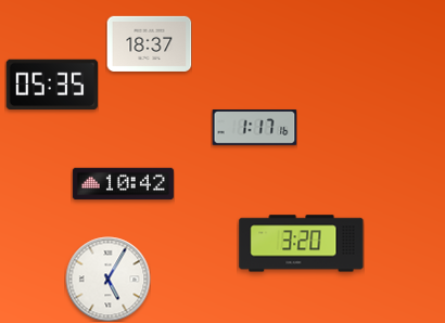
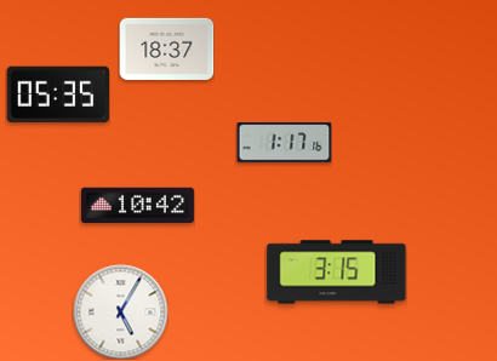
clock at (302, 244): 3:20 -> 3:15
